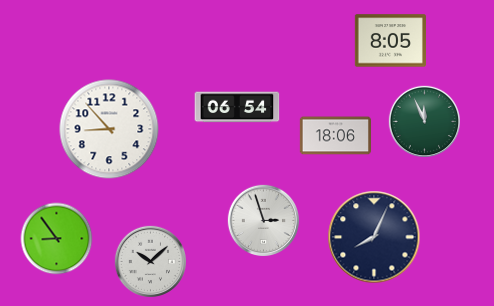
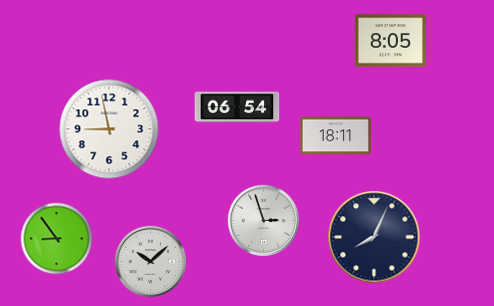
clock at (424, 121): 11:56 -> none
clock at (109, 129): 8:53 -> 8:58
clock at (335, 136): 18:06 -> 18:11
